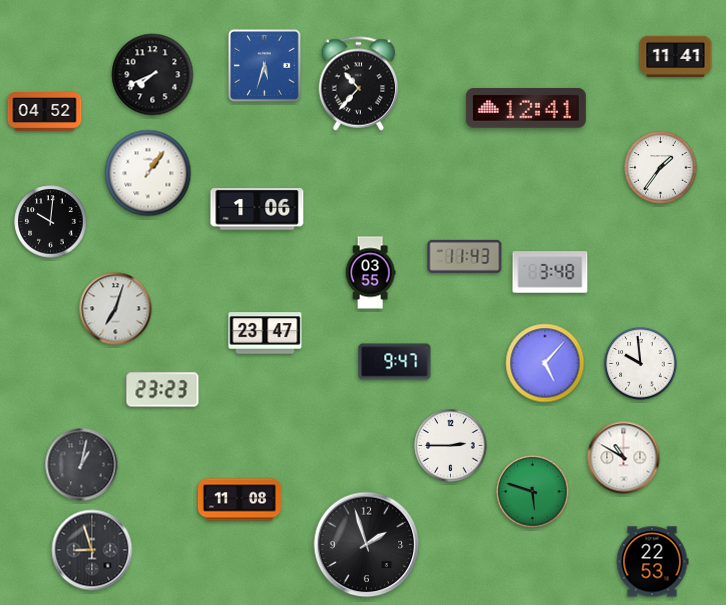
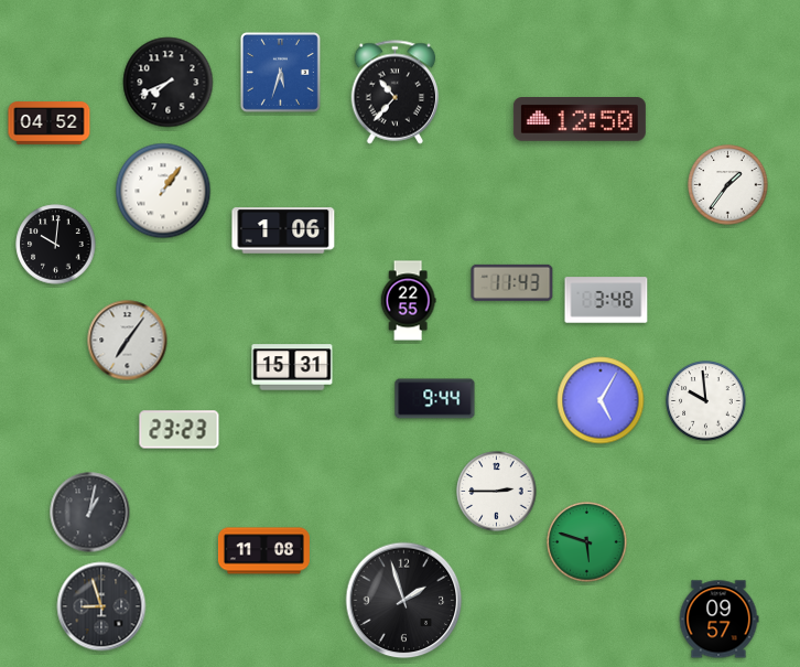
clock at (676, 56): 11:41 -> none
clock at (265, 66) position: (265, 66) -> (281, 73)
clock at (526, 109): 12:41 -> 12:50
clock at (370, 273): 03:55 -> 22:55
clock at (116, 309): 7:03 -> 7:06
clock at (265, 333): 23:47 -> 15:31
clock at (395, 362): 9:47 -> 9:44
clock at (545, 363): 5:07 -> 5:05
clock at (624, 458): 10:50 -> none
clock at (652, 562): 22:53 -> 09:57
